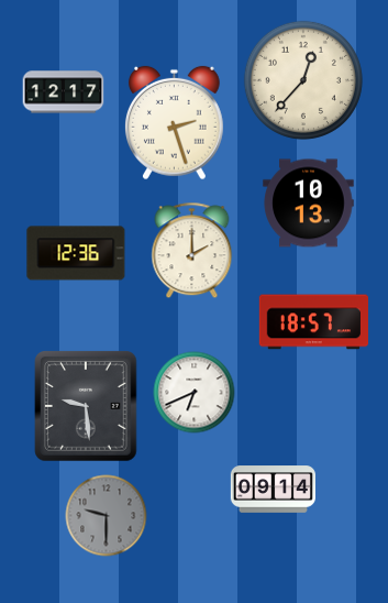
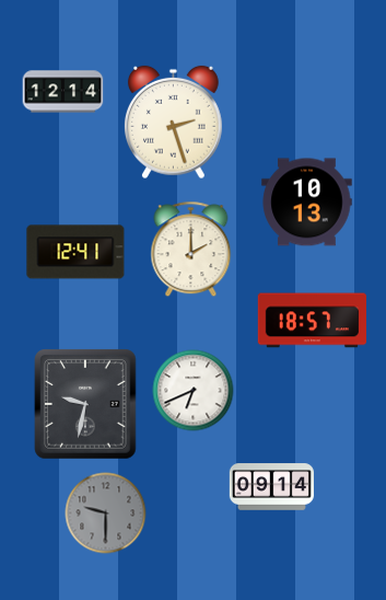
clock at (303, 80): 12:37 -> none
clock at (64, 92): 12:17 -> 12:14
clock at (76, 253): 12:36 -> 12:41
clock at (86, 406): 9:29 -> 9:32
